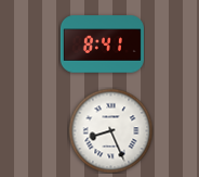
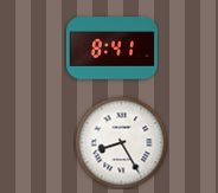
clock at (110, 130): 8:26 -> 8:25
